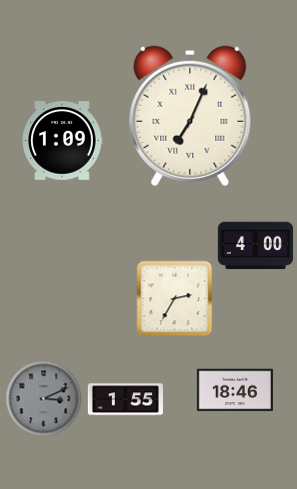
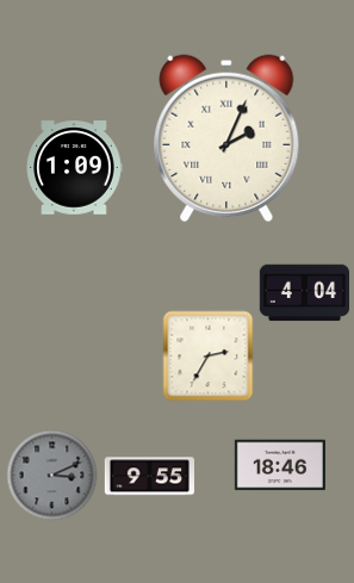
clock at (190, 116): 7:04 -> 2:04
clock at (255, 246): 4:00 -> 4:04
clock at (125, 400): 1:55 -> 9:55
